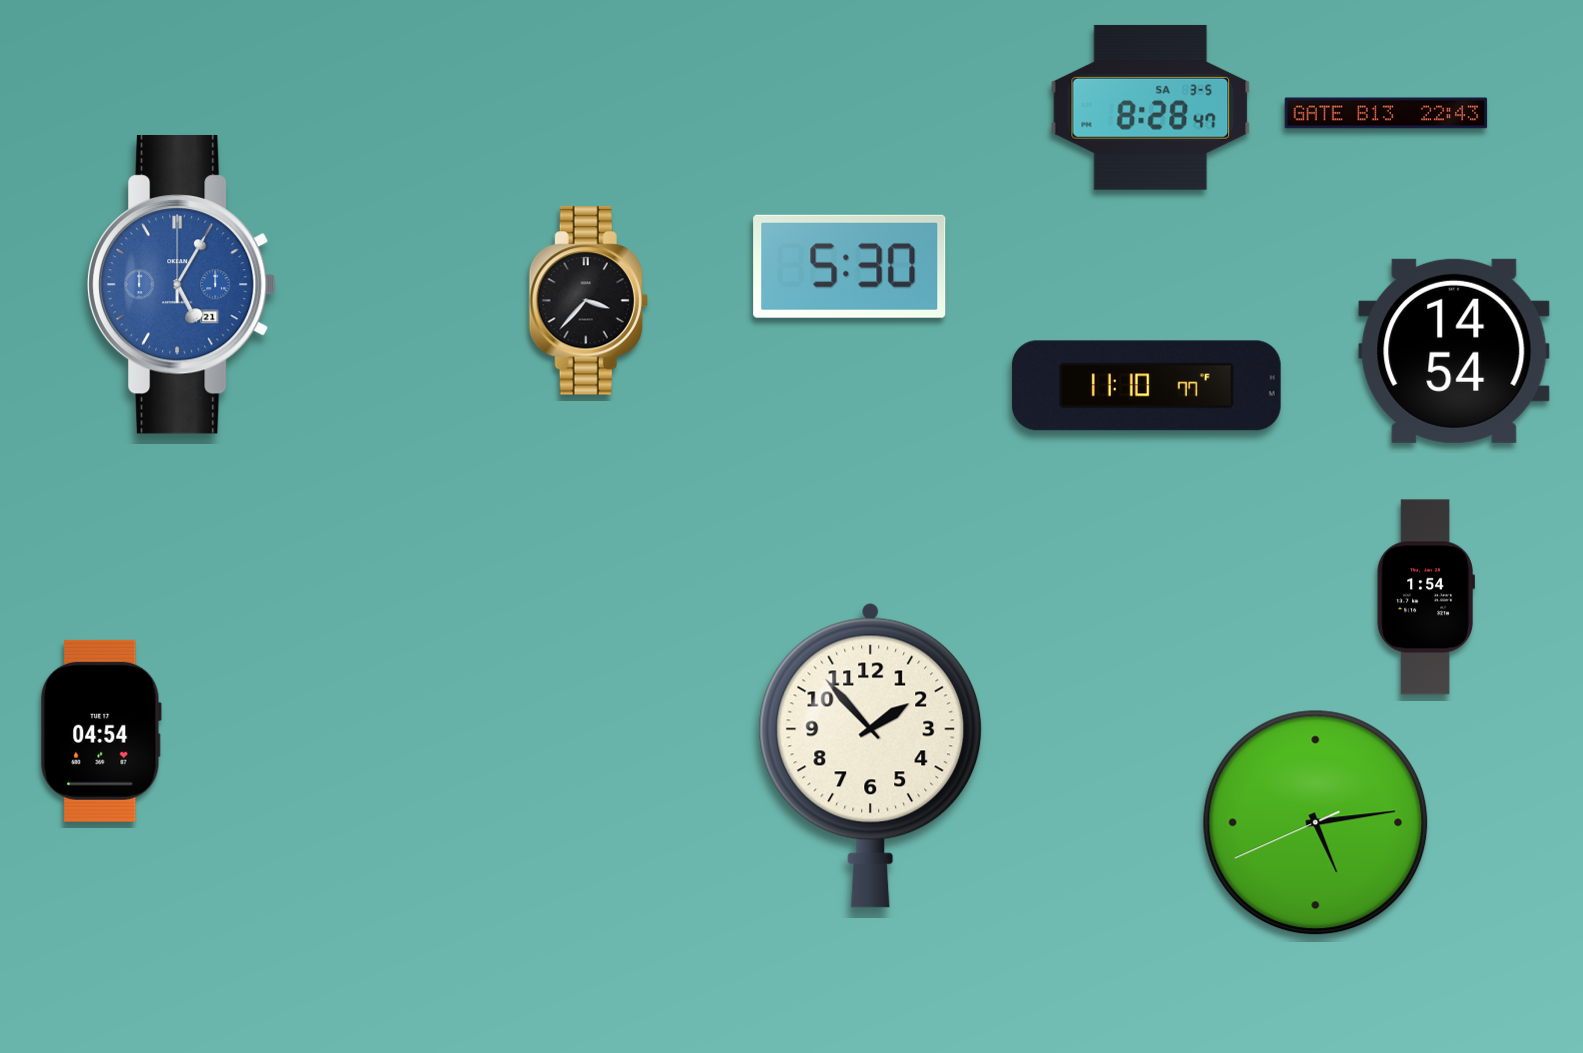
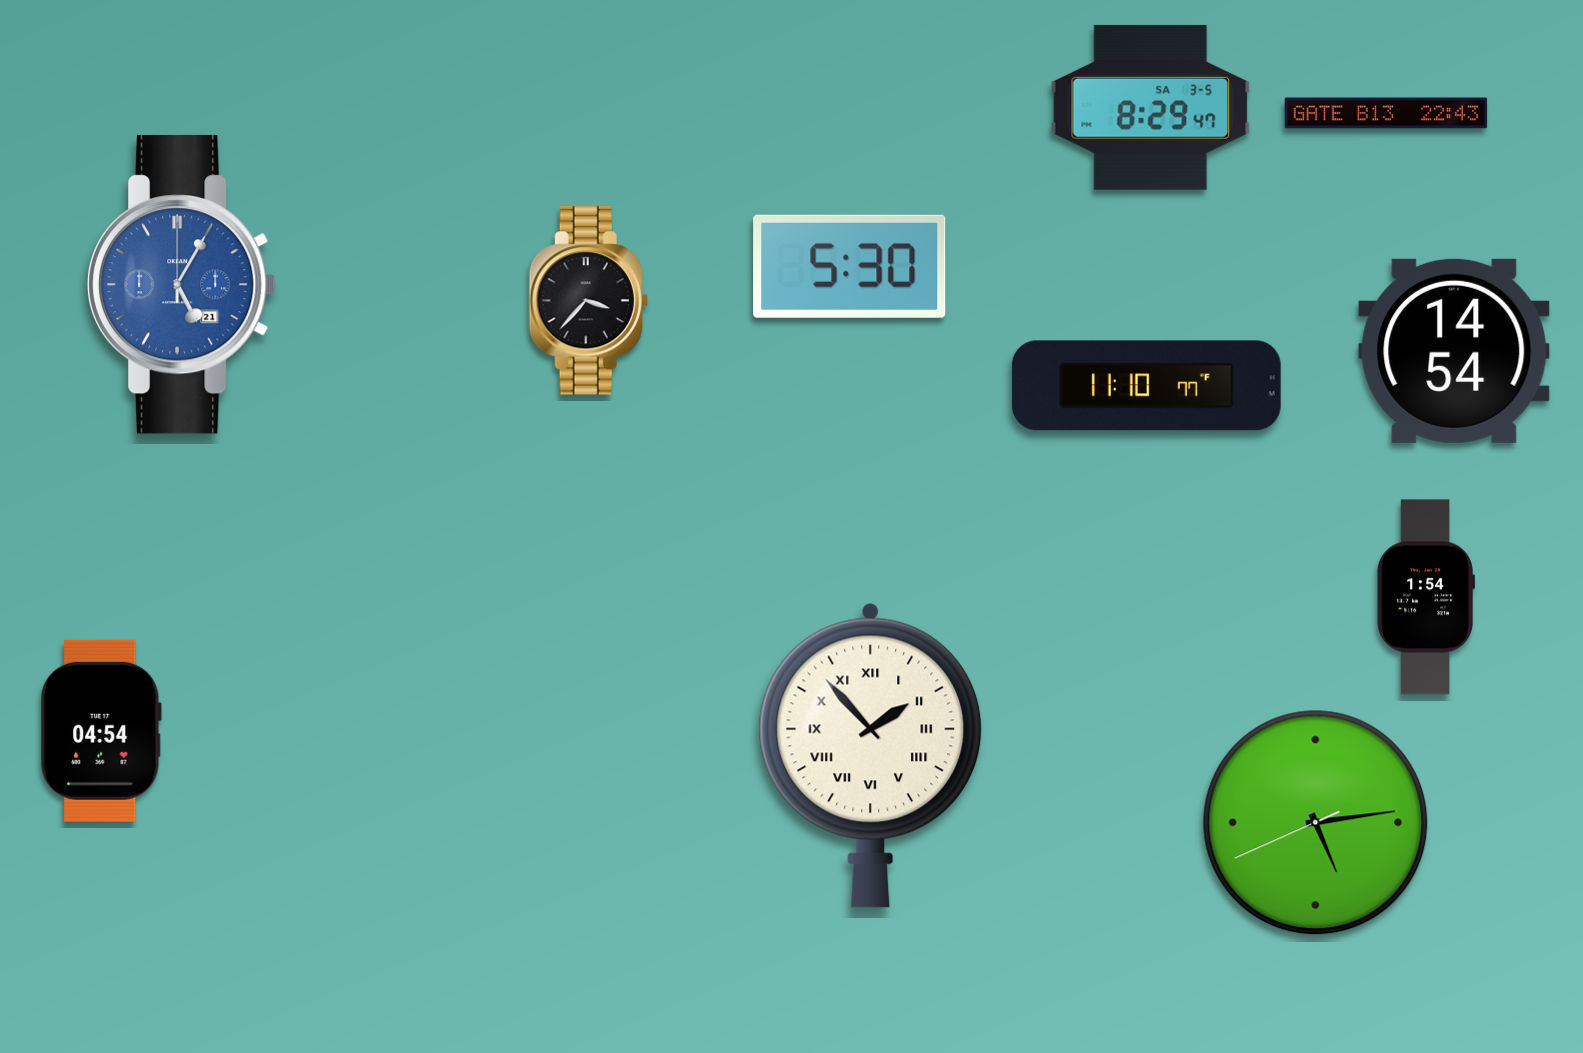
clock at (1151, 107): 8:28 -> 8:29
clock at (871, 755) numerals: Arabic -> Roman
